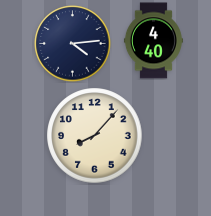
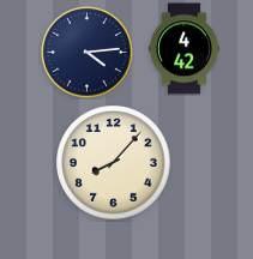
clock at (153, 41): 4:40 -> 4:42
